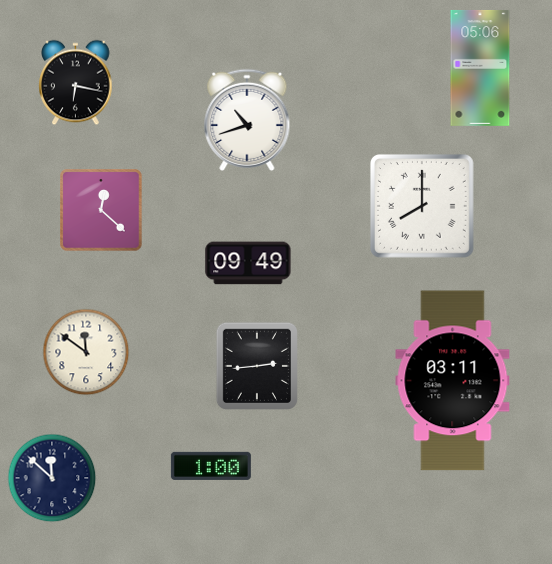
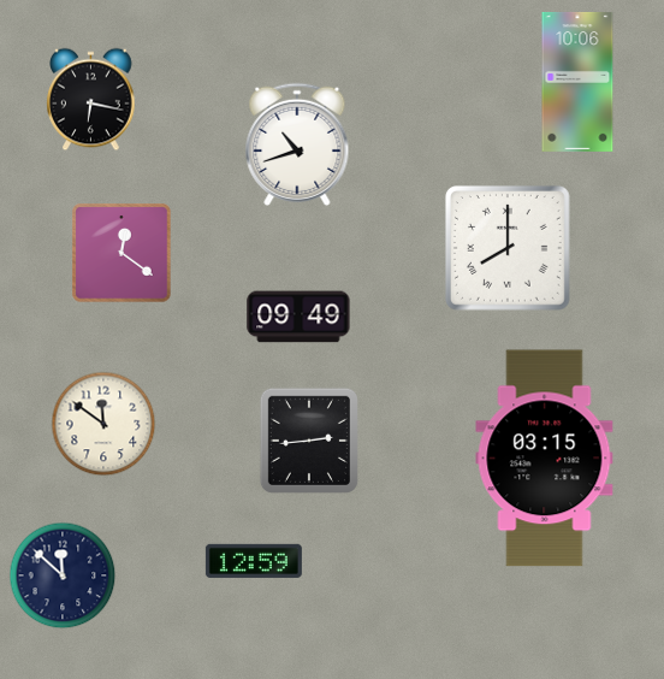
clock at (480, 68): 05:06 -> 10:06
clock at (101, 210): 12:22 -> 12:21
clock at (453, 381): 03:11 -> 03:15
clock at (211, 466): 1:00 -> 12:59
